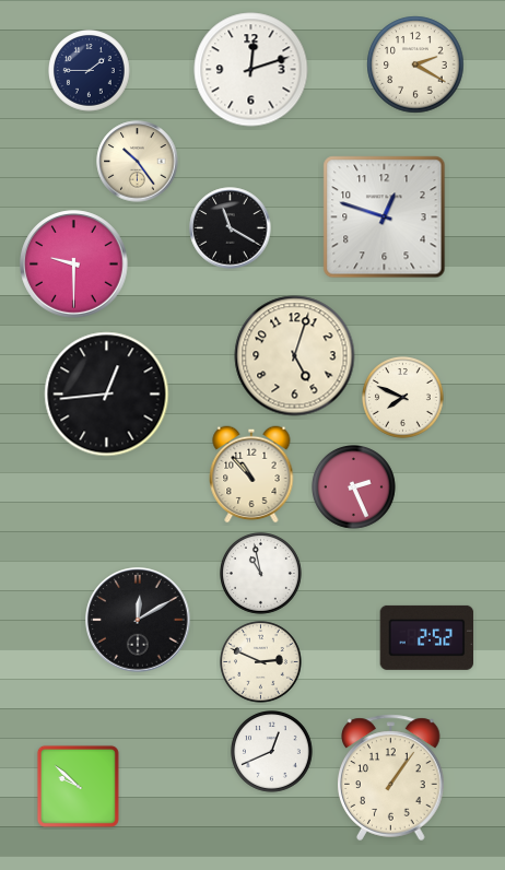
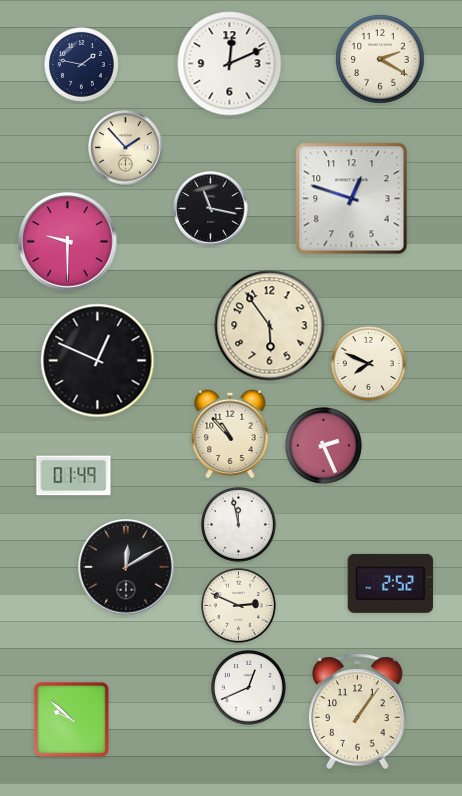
clock at (251, 70): 12:12 -> 12:11
clock at (90, 71): 1:45 -> 1:47
clock at (138, 162): 10:24 -> 1:53
clock at (231, 228): 11:20 -> 11:17
clock at (295, 356): 5:03 -> 5:54
clock at (107, 395): 12:44 -> 12:49
clock at (74, 476): none -> 01:49
clock at (261, 574): 10:58 -> 11:58
